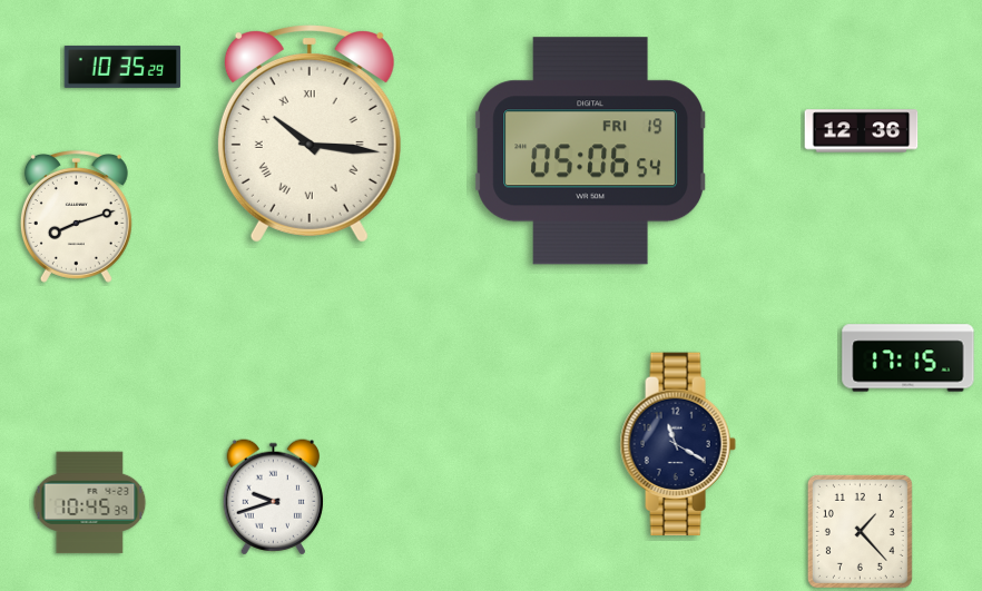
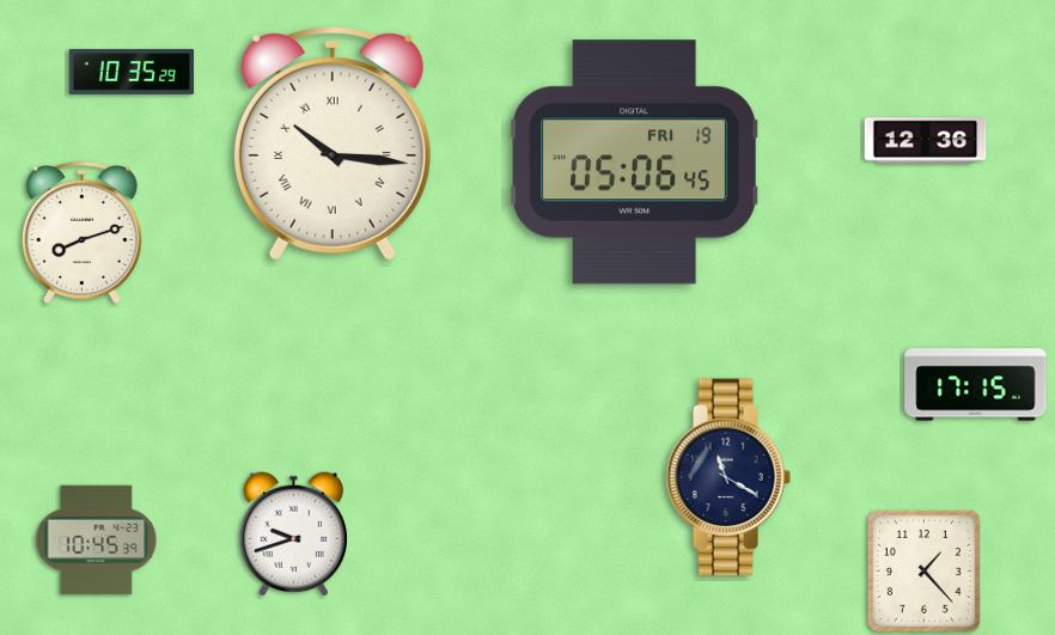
clock at (590, 151): 05:06:54 -> 05:06:45
